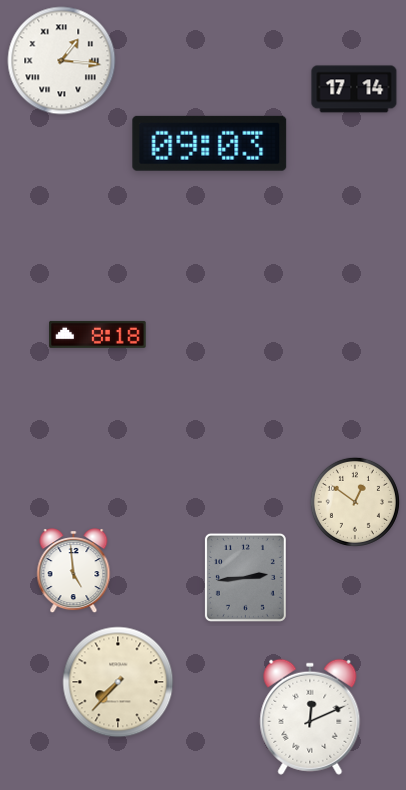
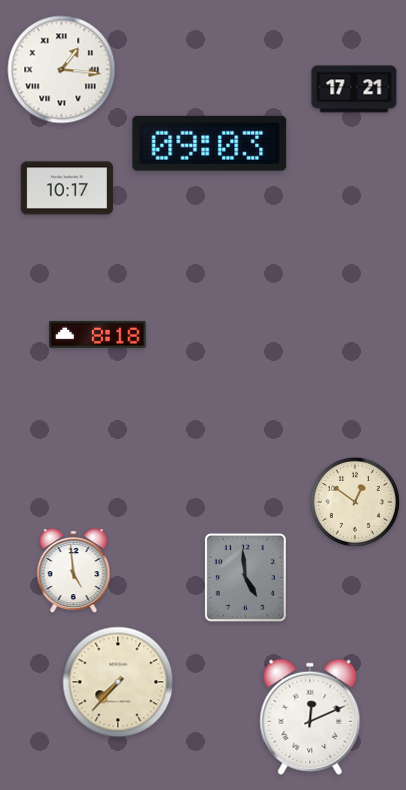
clock at (62, 61) position: (62, 61) -> (62, 70)
clock at (354, 89): 17:14 -> 17:21
clock at (67, 188): none -> 10:17
clock at (245, 577): 2:44 -> 4:59
